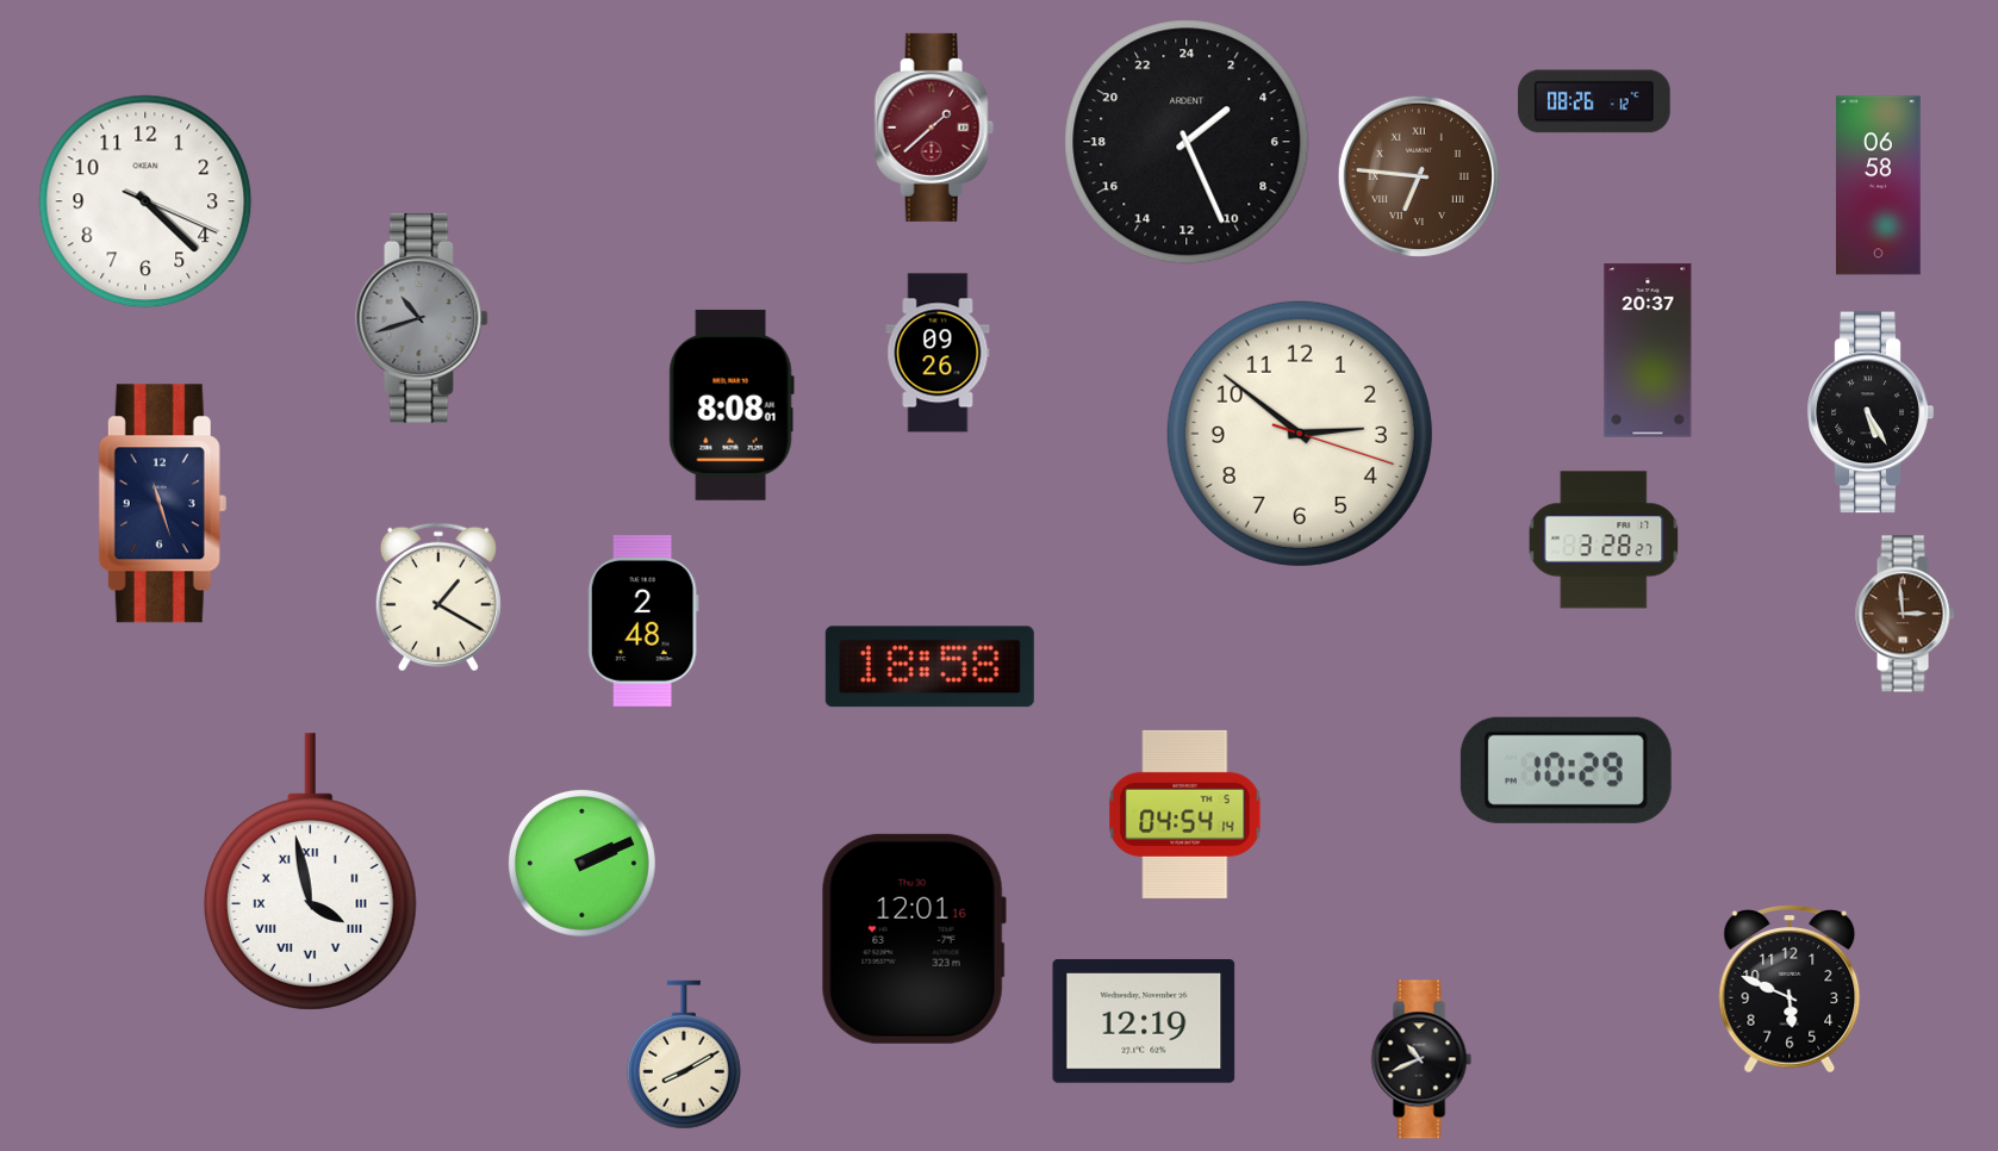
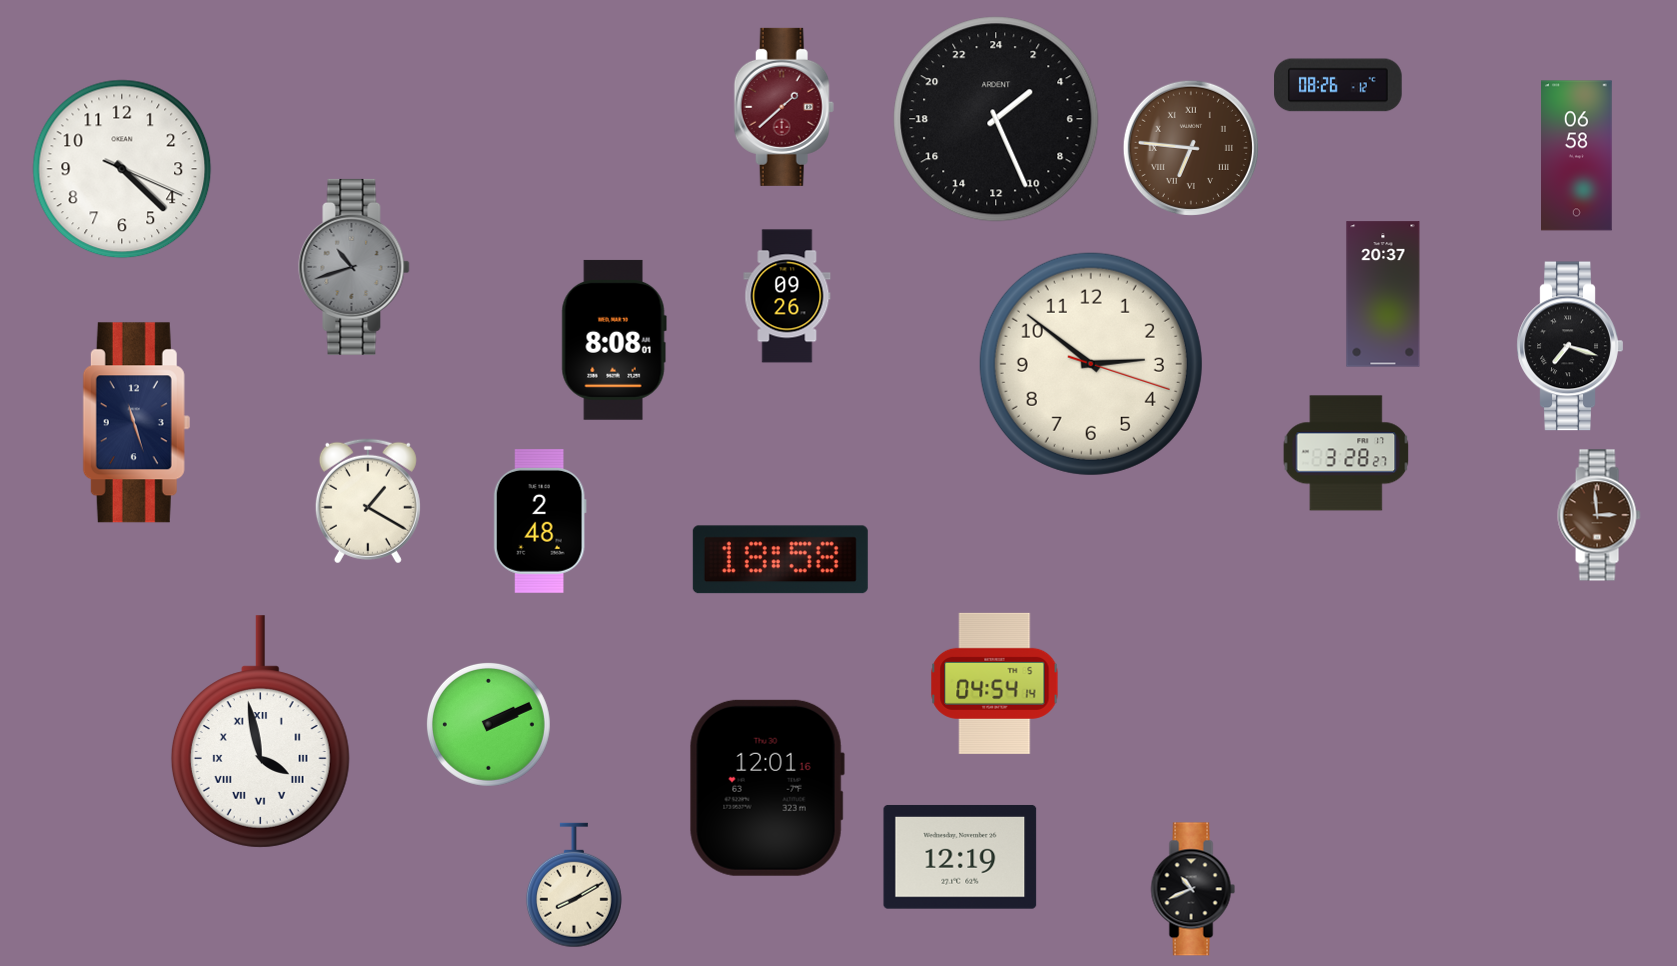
clock at (1871, 412): 5:25 -> 7:18
clock at (1566, 770): 10:29 -> none
clock at (1790, 989): 5:49 -> none
